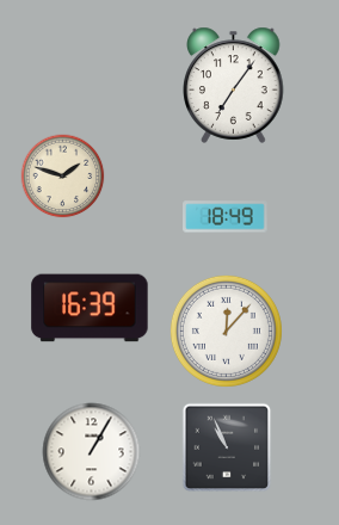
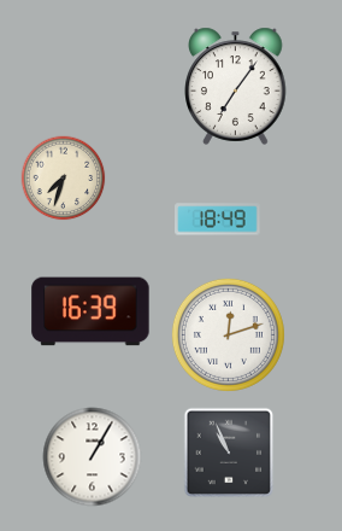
clock at (63, 177): 1:48 -> 7:33
clock at (226, 217) position: (226, 217) -> (218, 220)
clock at (226, 331): 12:07 -> 12:12
